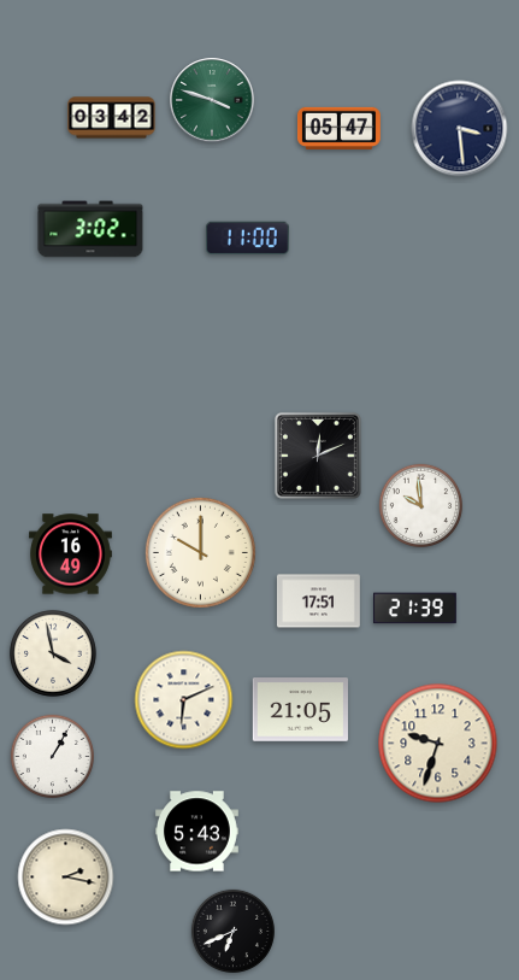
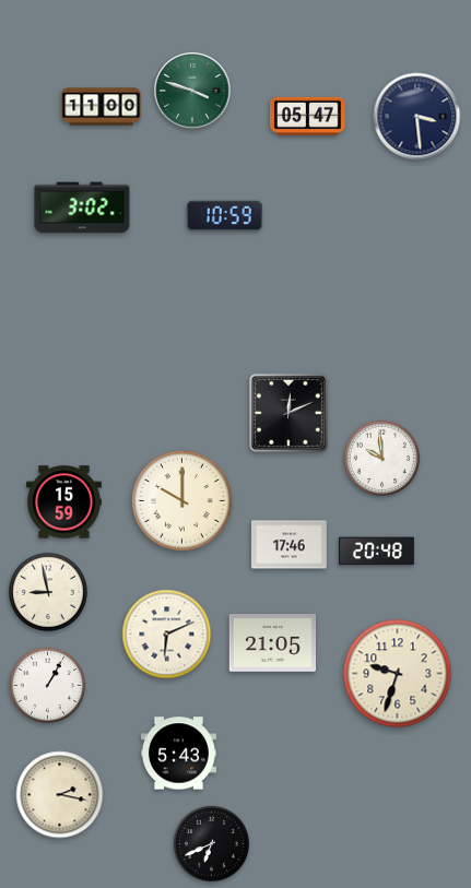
clock at (112, 118): 03:42 -> 11:00
clock at (247, 239): 11:00 -> 10:59
clock at (71, 554): 16:49 -> 15:59
clock at (318, 602): 17:51 -> 17:46
clock at (414, 609): 21:39 -> 20:48
clock at (53, 653): 3:58 -> 8:58
